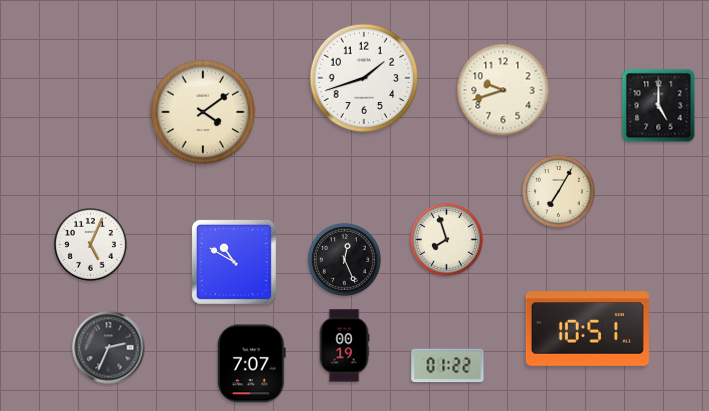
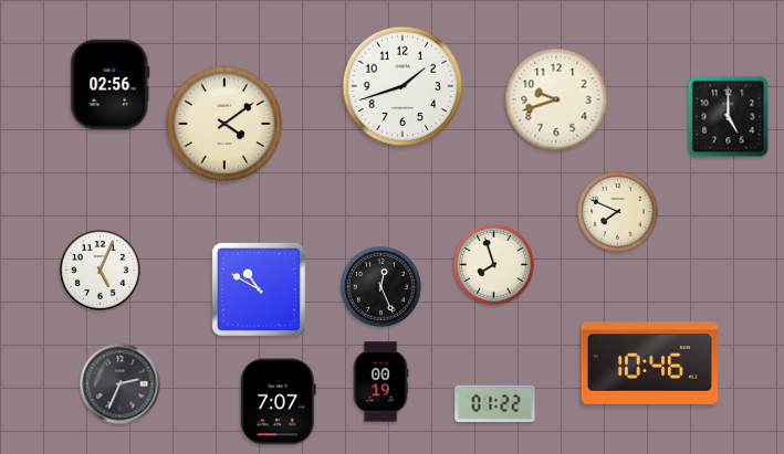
clock at (111, 85): none -> 02:56
clock at (559, 192): 7:05 -> 7:49
clock at (587, 329): 10:51 -> 10:46
